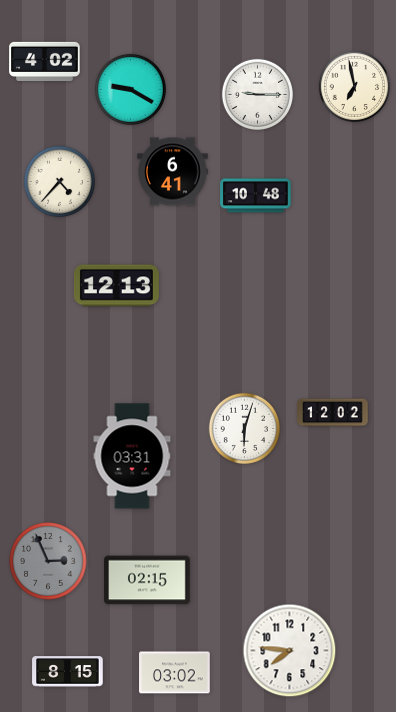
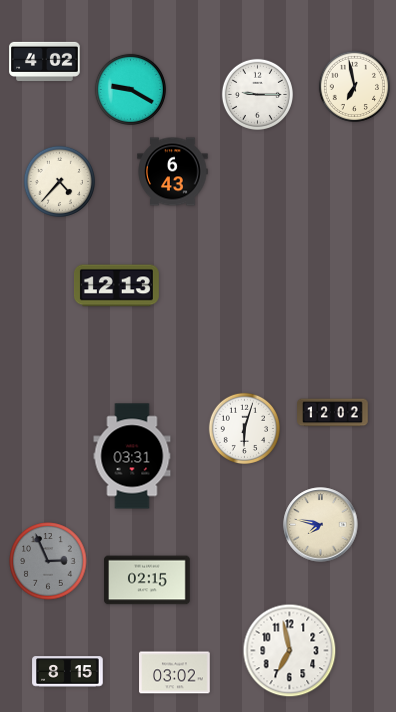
clock at (173, 172): 6:41 -> 6:43
clock at (256, 196): 10:48 -> none
clock at (321, 525): none -> 7:47
clock at (290, 651): 7:46 -> 6:58
